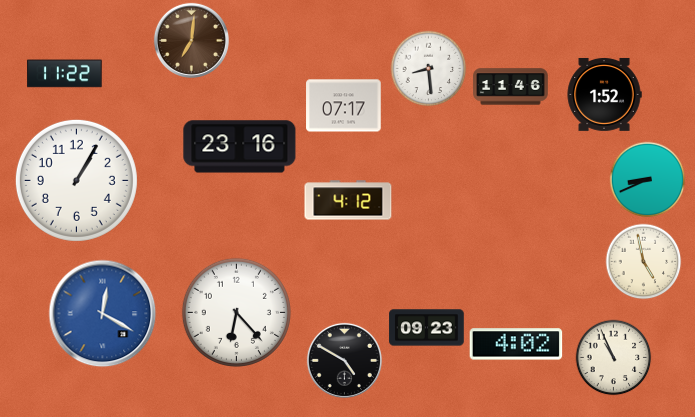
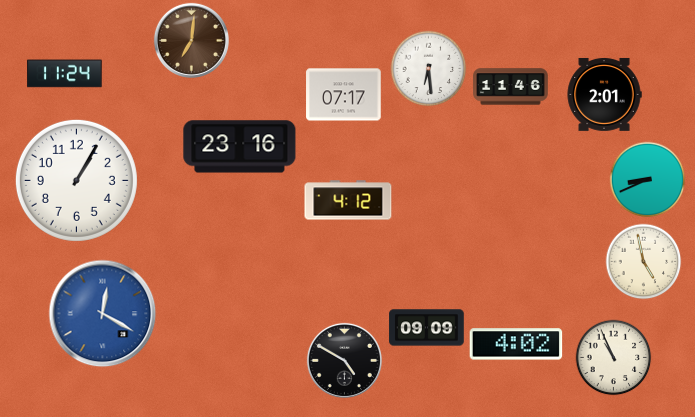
clock at (429, 69): 8:29 -> 6:29
clock at (65, 74): 11:22 -> 11:24
clock at (604, 95): 1:52 -> 2:01
clock at (344, 106) position: (344, 106) -> (344, 95)
clock at (236, 312): 6:23 -> none
clock at (427, 328): 09:23 -> 09:09
